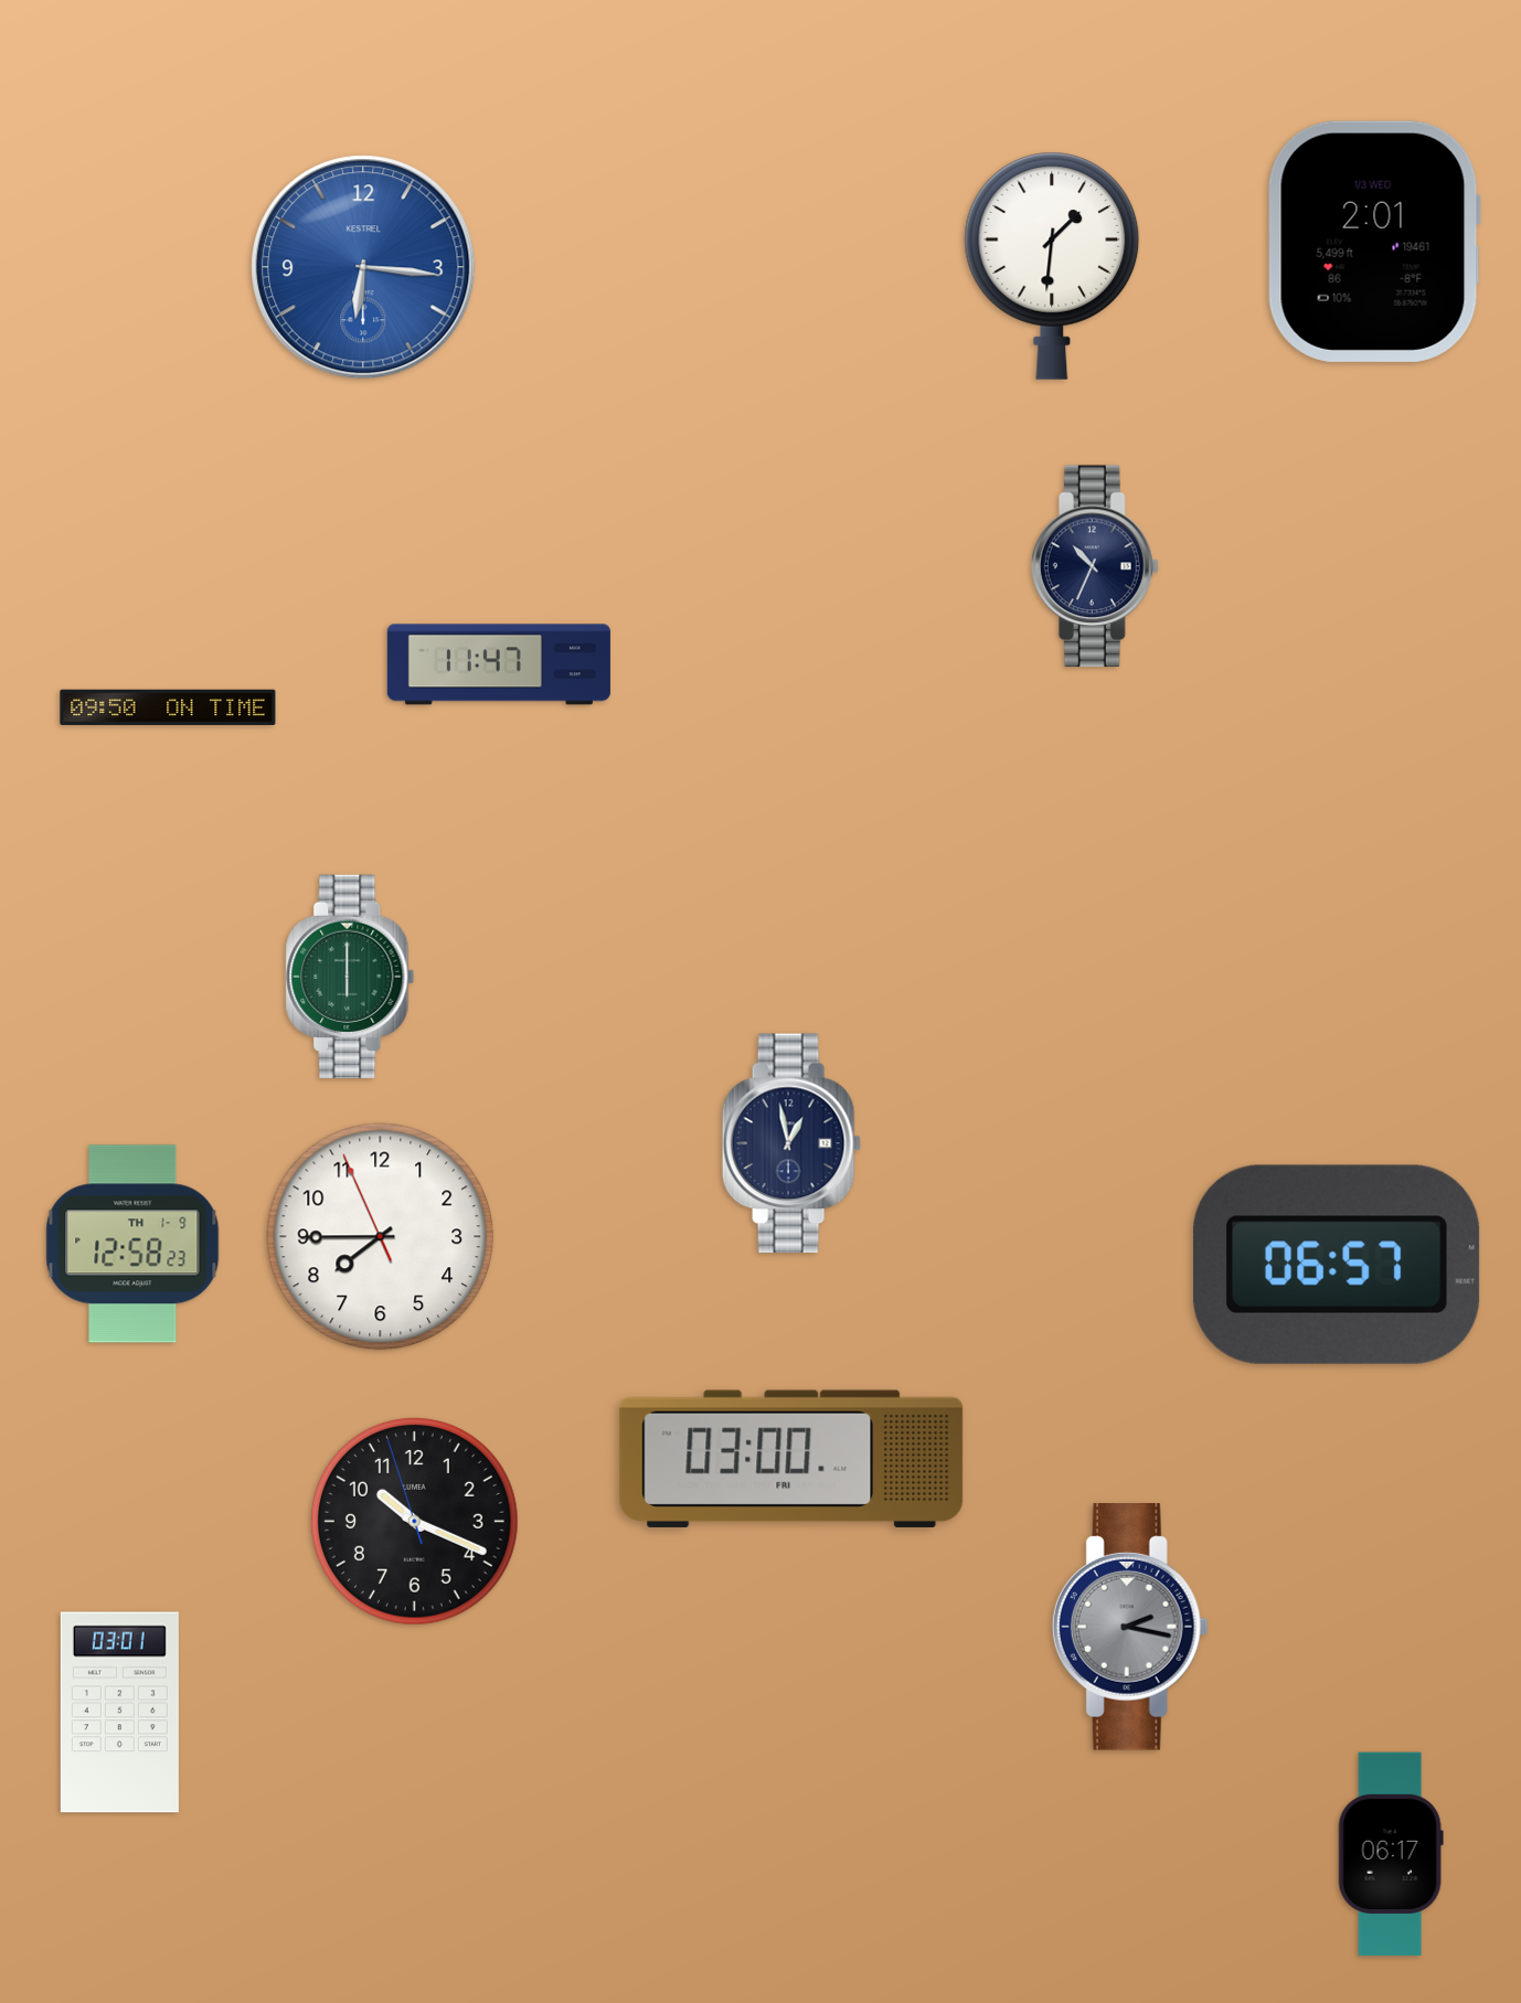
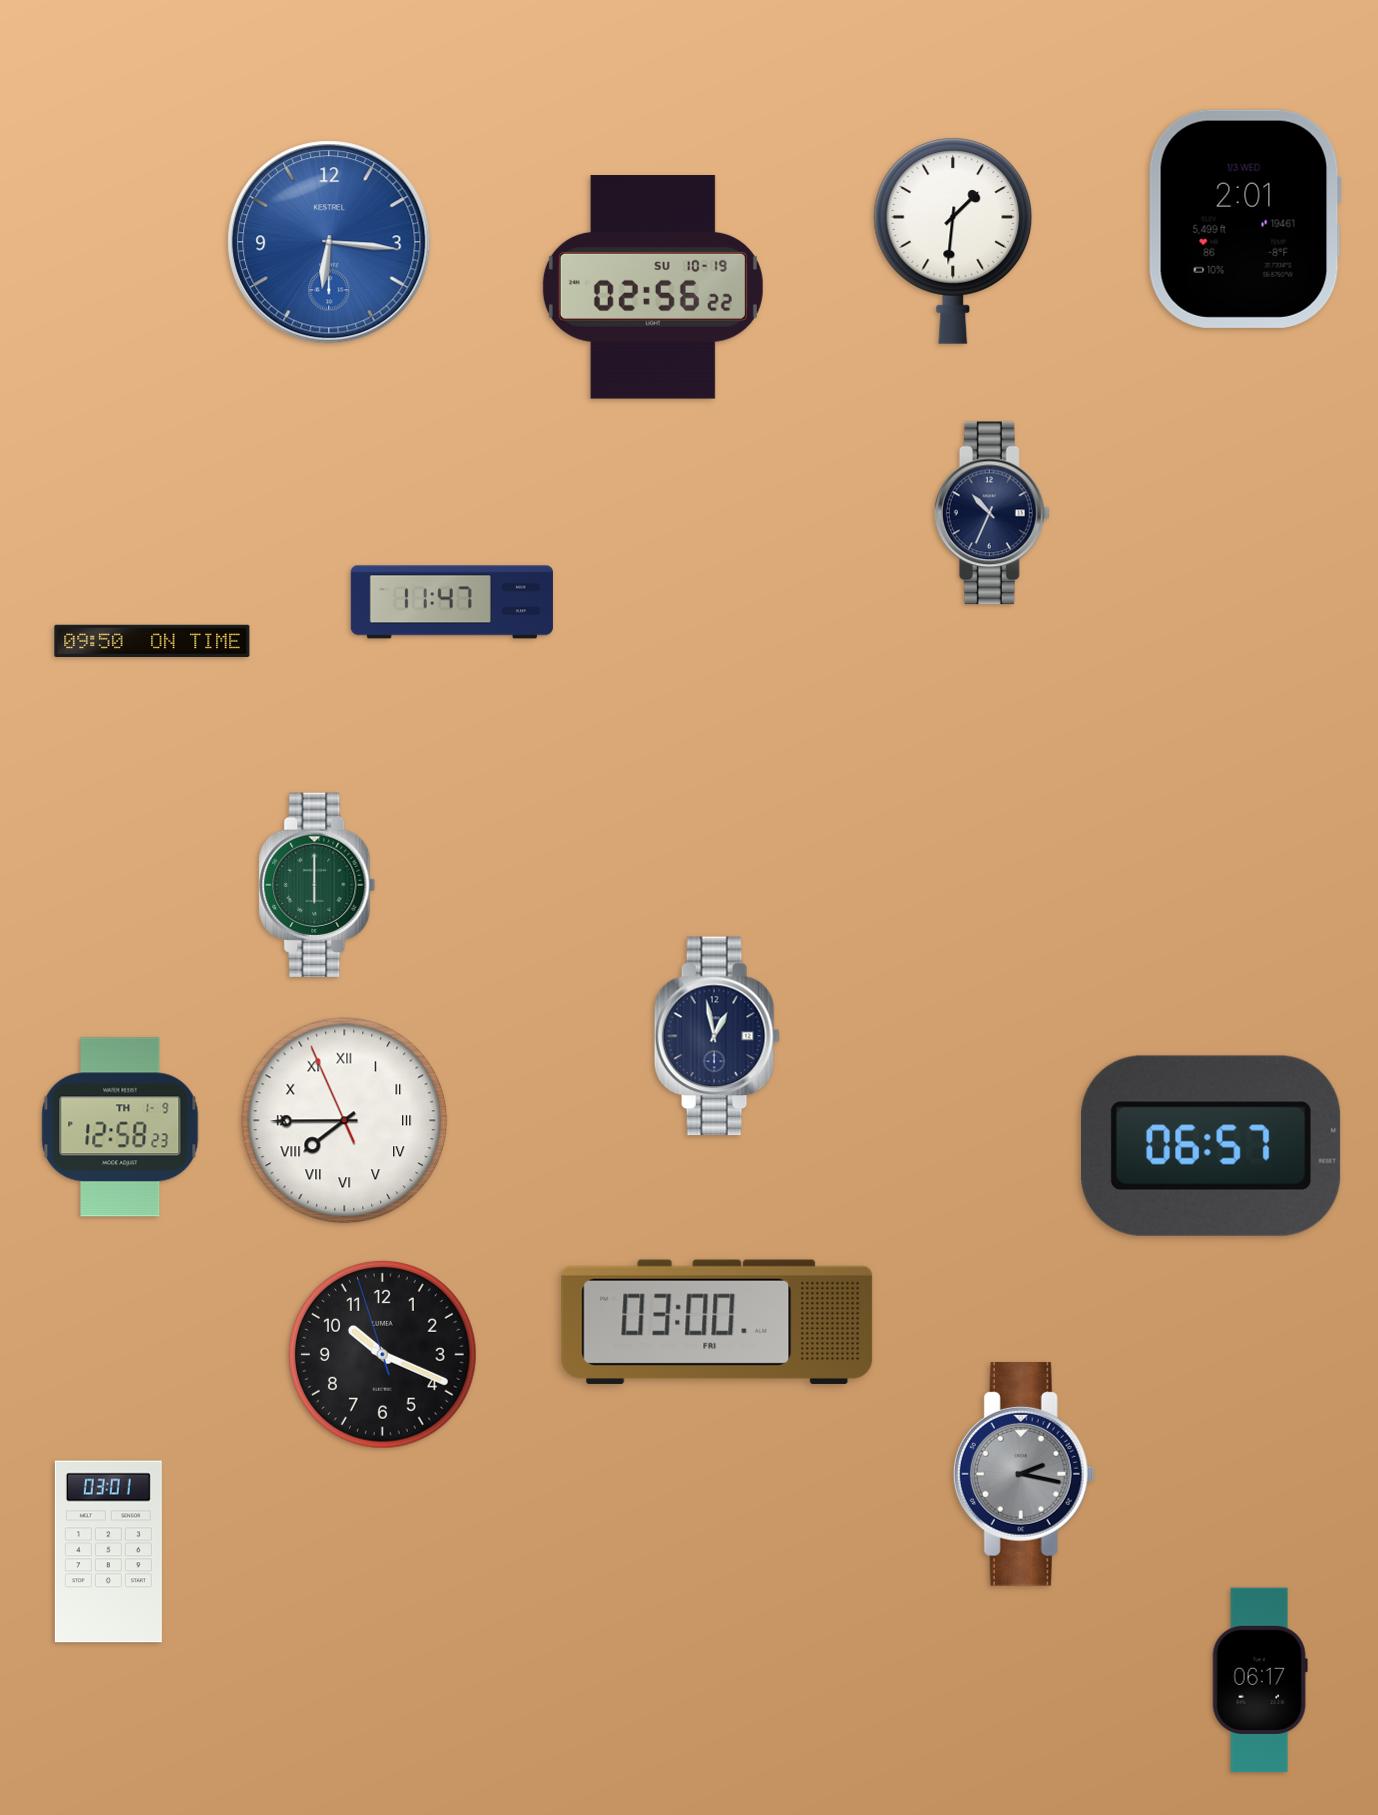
clock at (653, 287): none -> 02:56
clock at (381, 1237) numerals: Arabic -> Roman
clock at (414, 1521) position: (414, 1521) -> (382, 1354)
